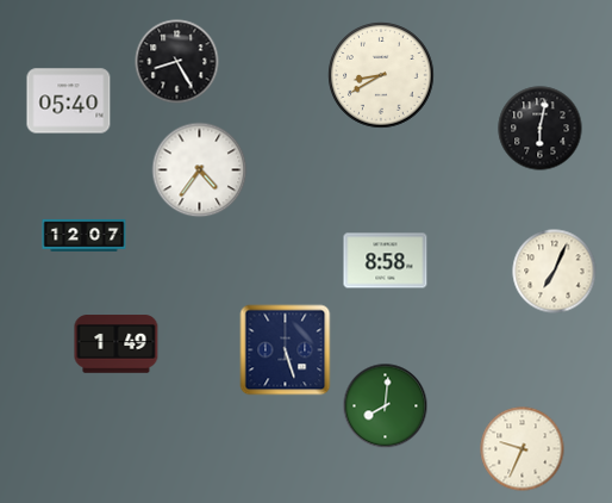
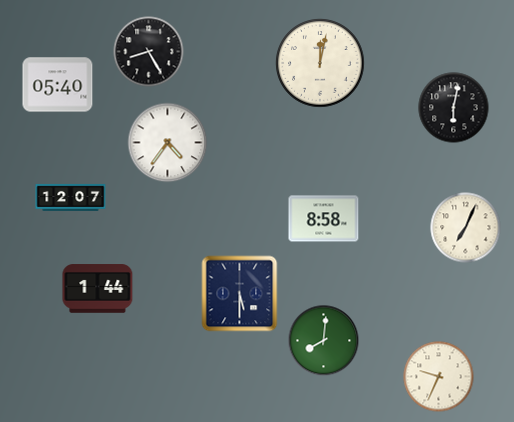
clock at (381, 75): 8:40 -> 12:02
clock at (117, 344): 1:49 -> 1:44
clock at (286, 350): 5:27 -> 5:30
